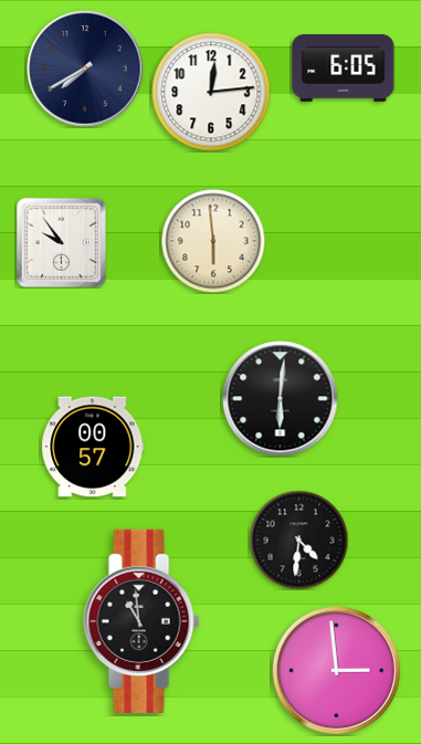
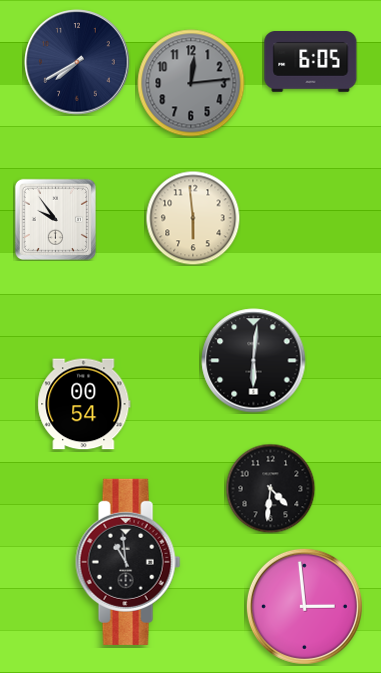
clock at (211, 92) dial: white -> grey
clock at (93, 447): 00:57 -> 00:54
